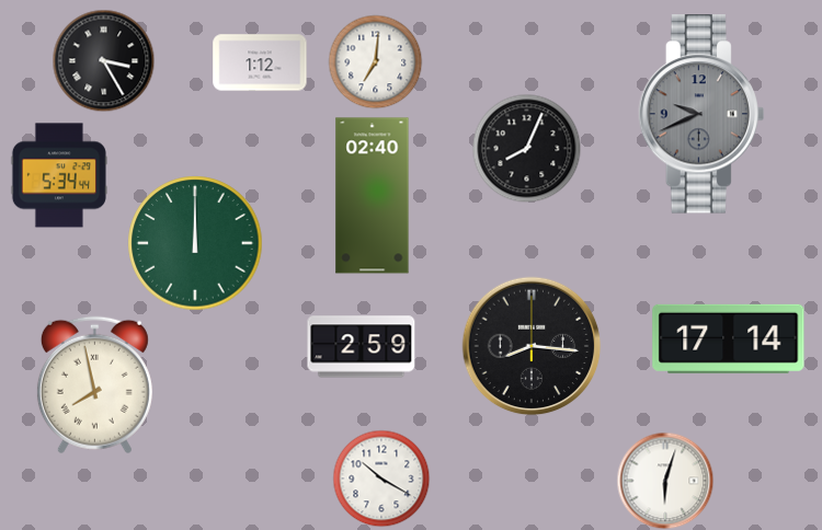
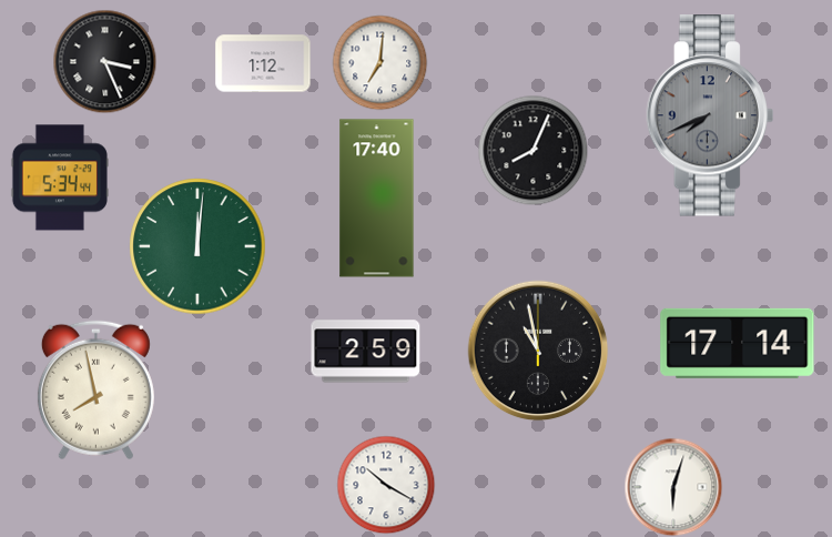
clock at (103, 60): 3:25 -> 3:26
clock at (700, 114): 9:41 -> 7:41
clock at (373, 196): 02:40 -> 17:40
clock at (195, 243): 12:00 -> 12:01
clock at (532, 346): 8:16 -> 10:58
